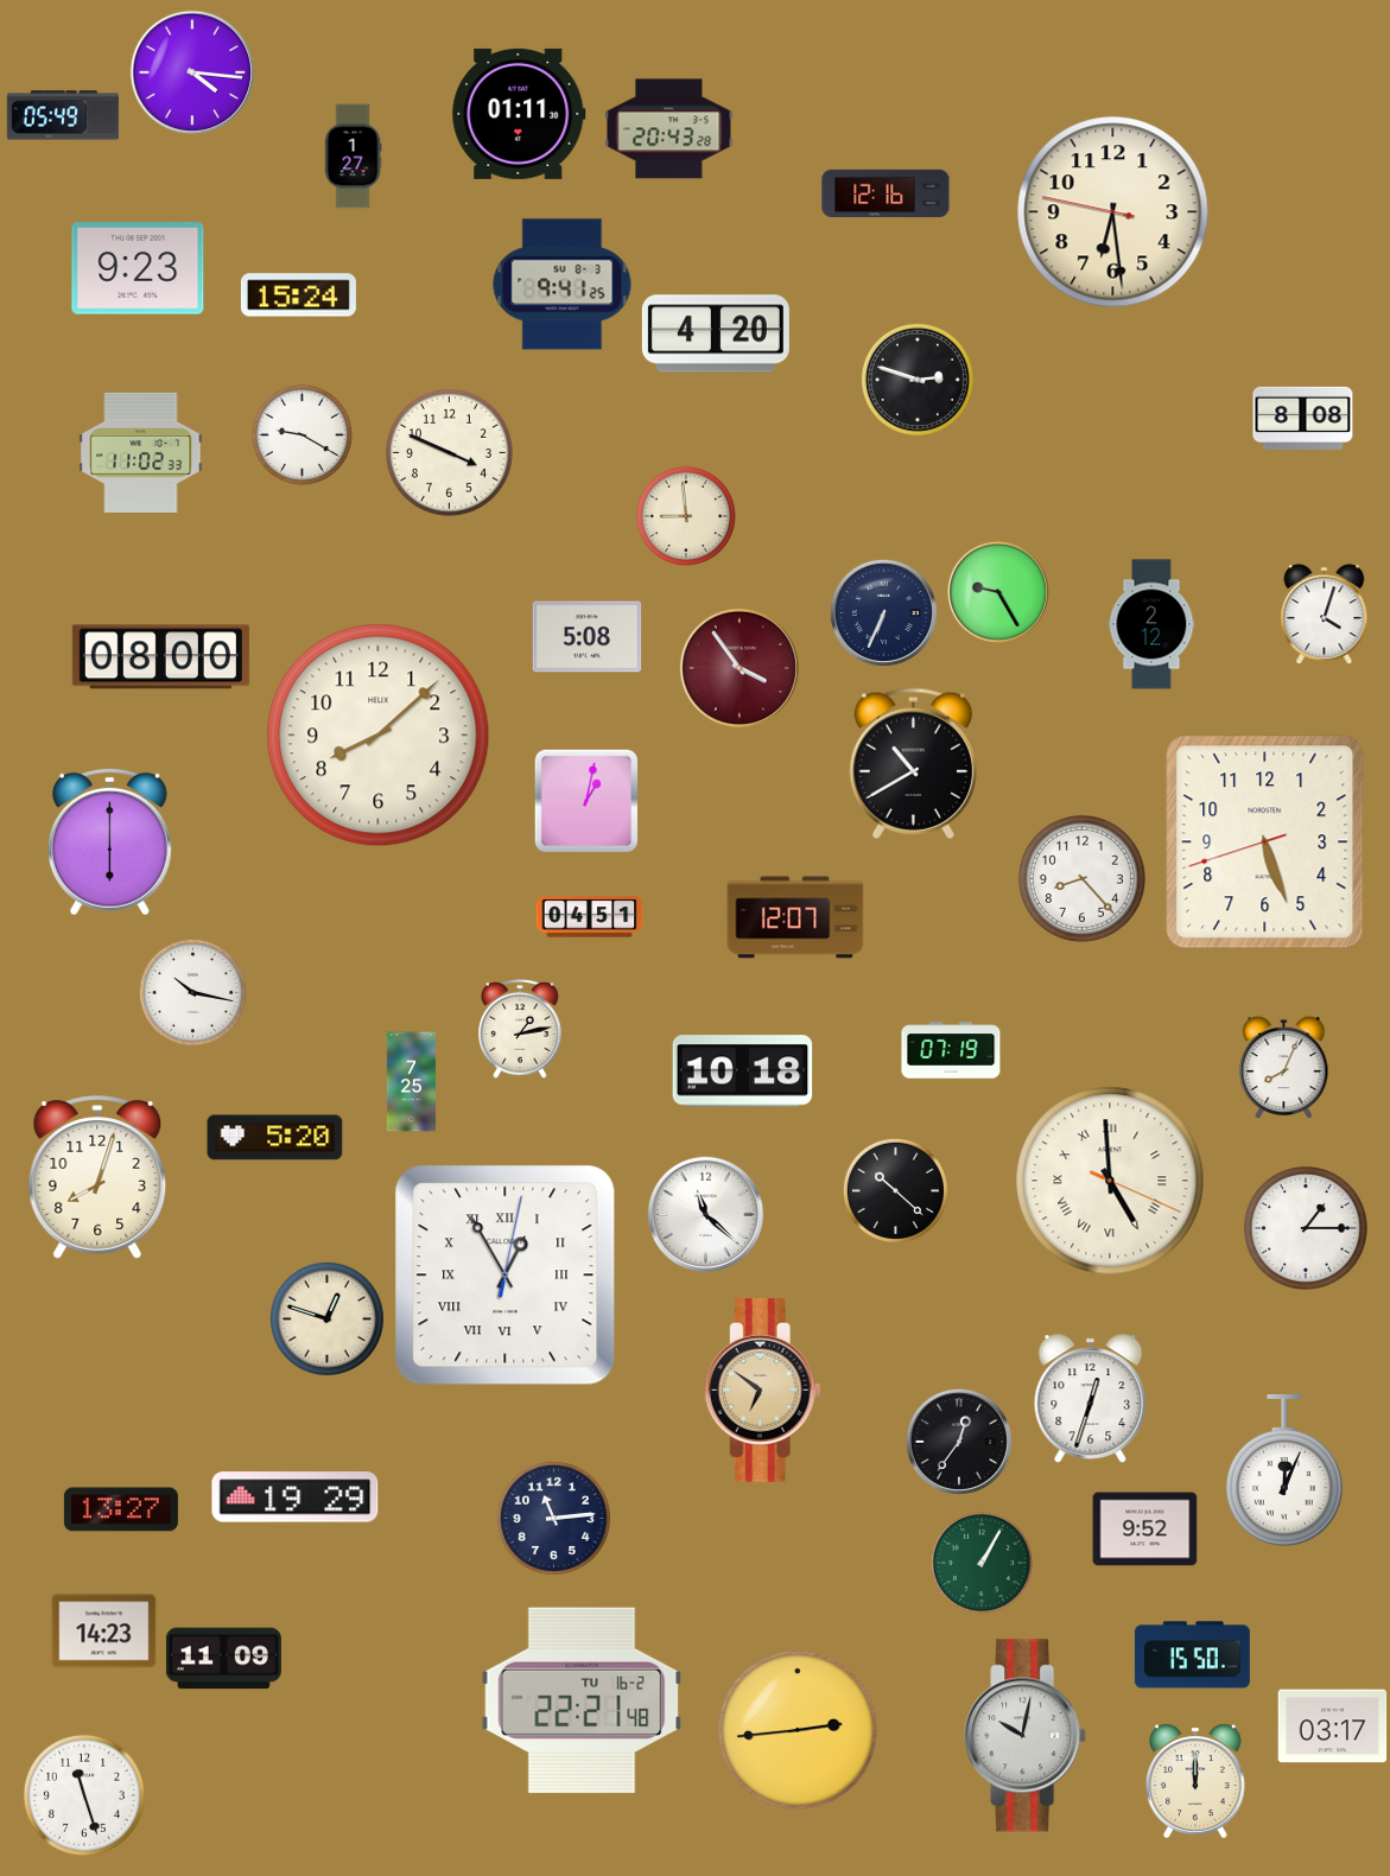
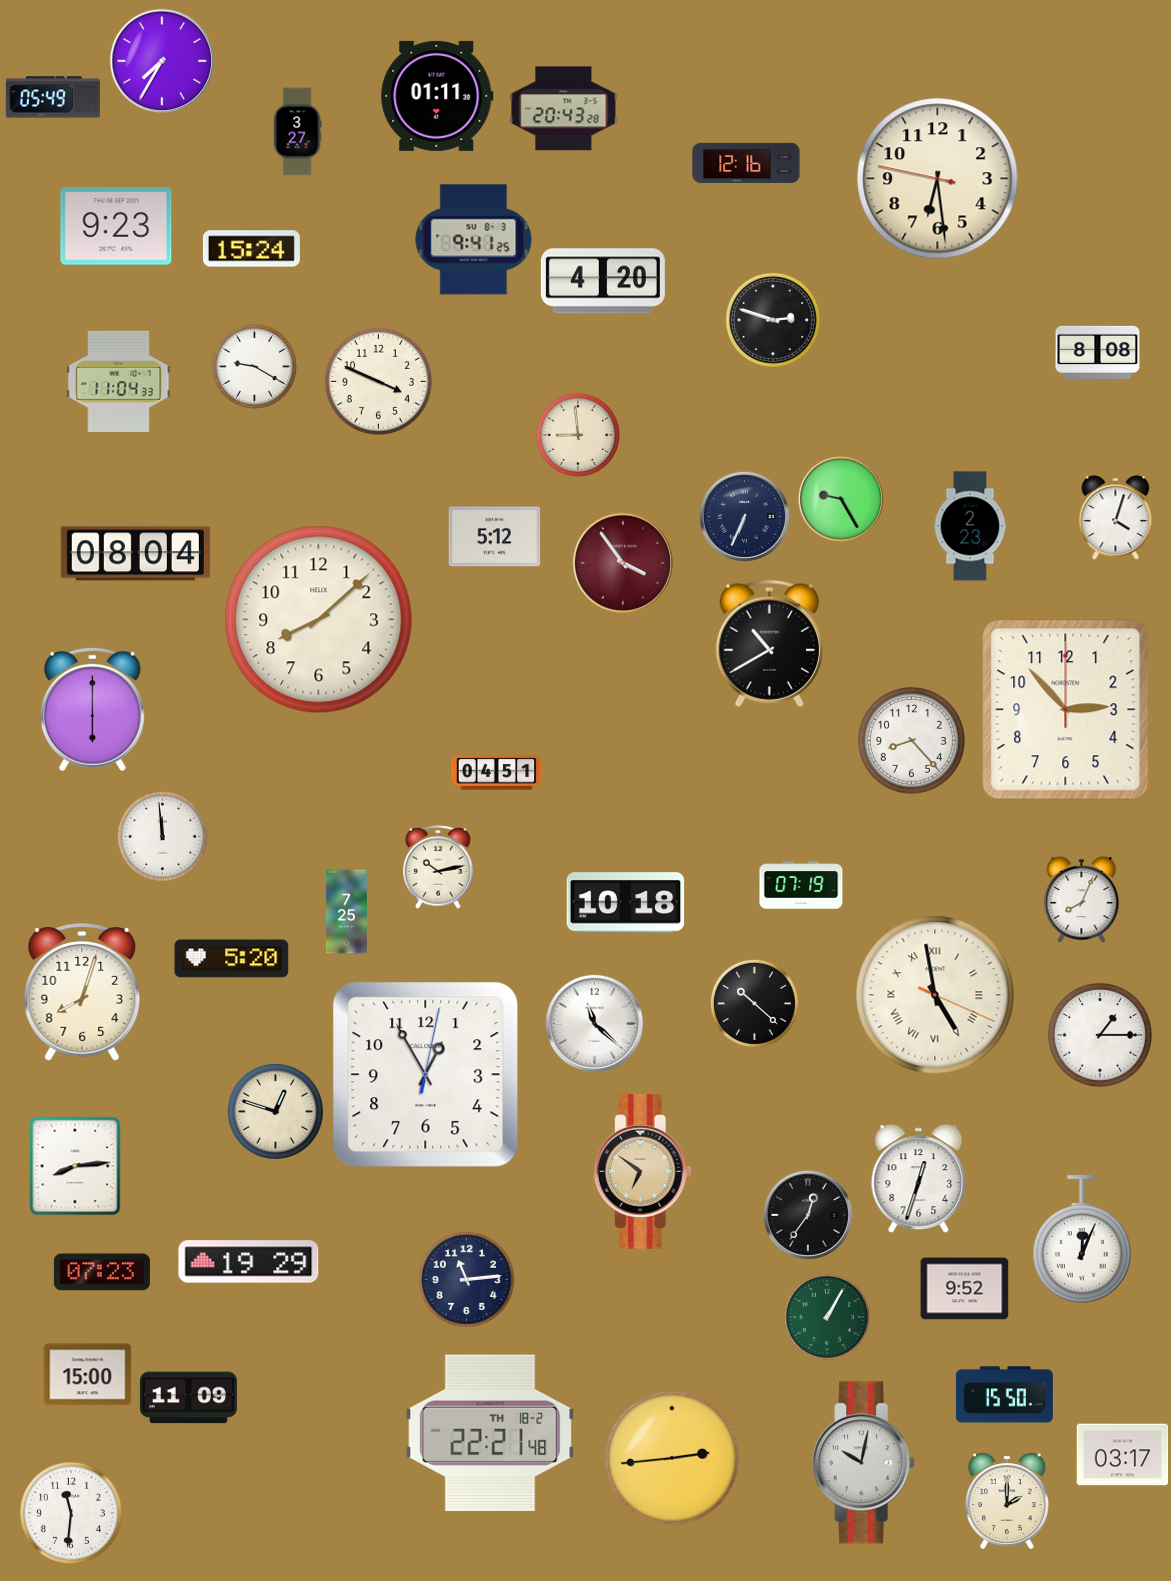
clock at (191, 71): 4:16 -> 7:35
clock at (353, 157): 1:27 -> 3:27
clock at (141, 452): 11:02 -> 11:04
clock at (1151, 624): 2:12 -> 2:23
clock at (588, 637): 5:08 -> 5:12
clock at (160, 657): 08:00 -> 08:04
clock at (586, 801): 1:02 -> none
clock at (1265, 842): 5:26 -> 2:53
clock at (795, 917): 12:07 -> none
clock at (192, 992): 10:17 -> 11:59
clock at (521, 1029): 1:13 -> 10:13
clock at (1110, 1181): 4:59 -> 4:58
clock at (506, 1276) numerals: Roman -> Arabic
clock at (75, 1166): none -> 8:14
clock at (121, 1509): 13:27 -> 07:23
clock at (104, 1632): 14:23 -> 15:00
clock at (582, 1700) date: TU 16-2 -> TH 18-2
clock at (1195, 1781): 12:00 -> 2:00
clock at (84, 1795): 11:27 -> 11:31
